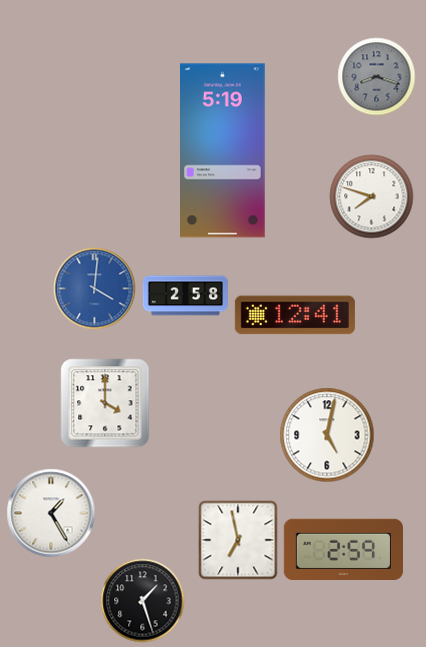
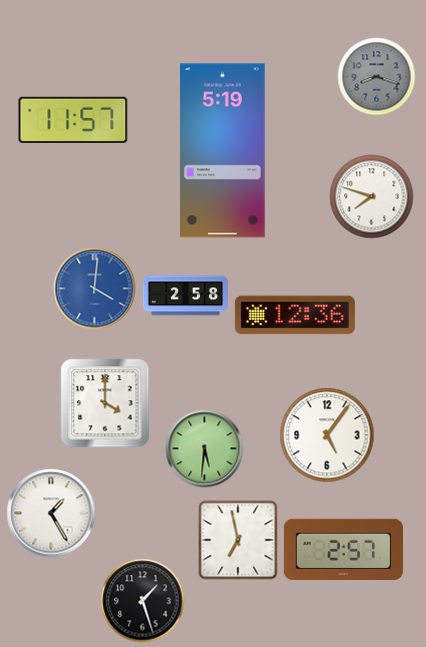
clock at (73, 119): none -> 11:57
clock at (295, 315): 12:41 -> 12:36
clock at (327, 435): 5:02 -> 5:06
clock at (205, 449): none -> 5:31
clock at (343, 549): 2:59 -> 2:57
